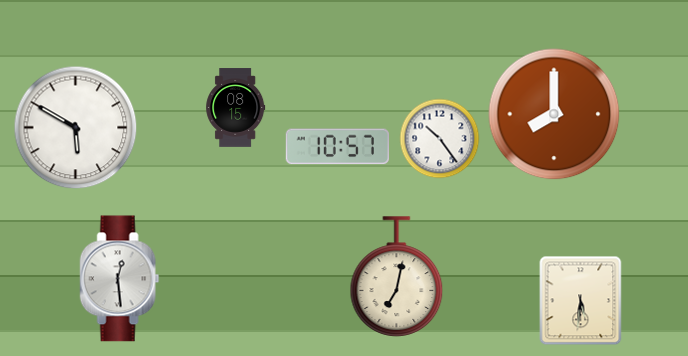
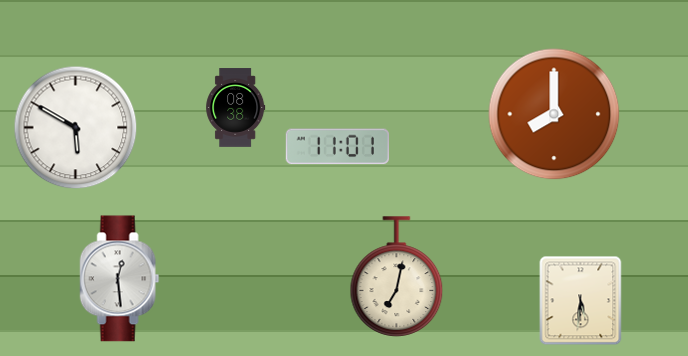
clock at (236, 108): 08:15 -> 08:38
clock at (440, 139): 10:24 -> none
clock at (337, 147): 10:57 -> 11:01
